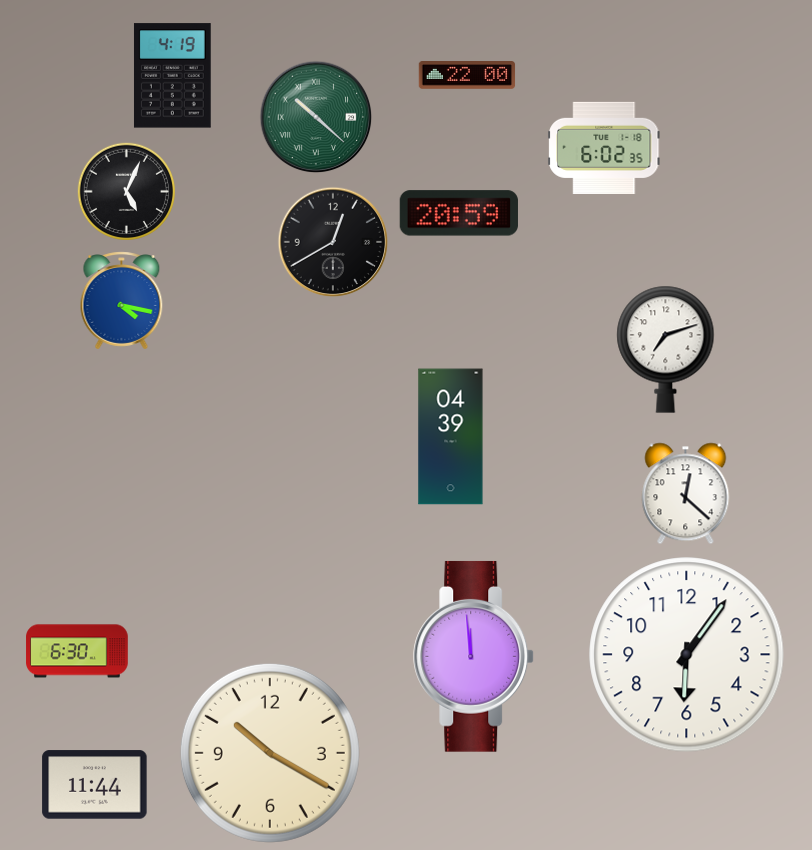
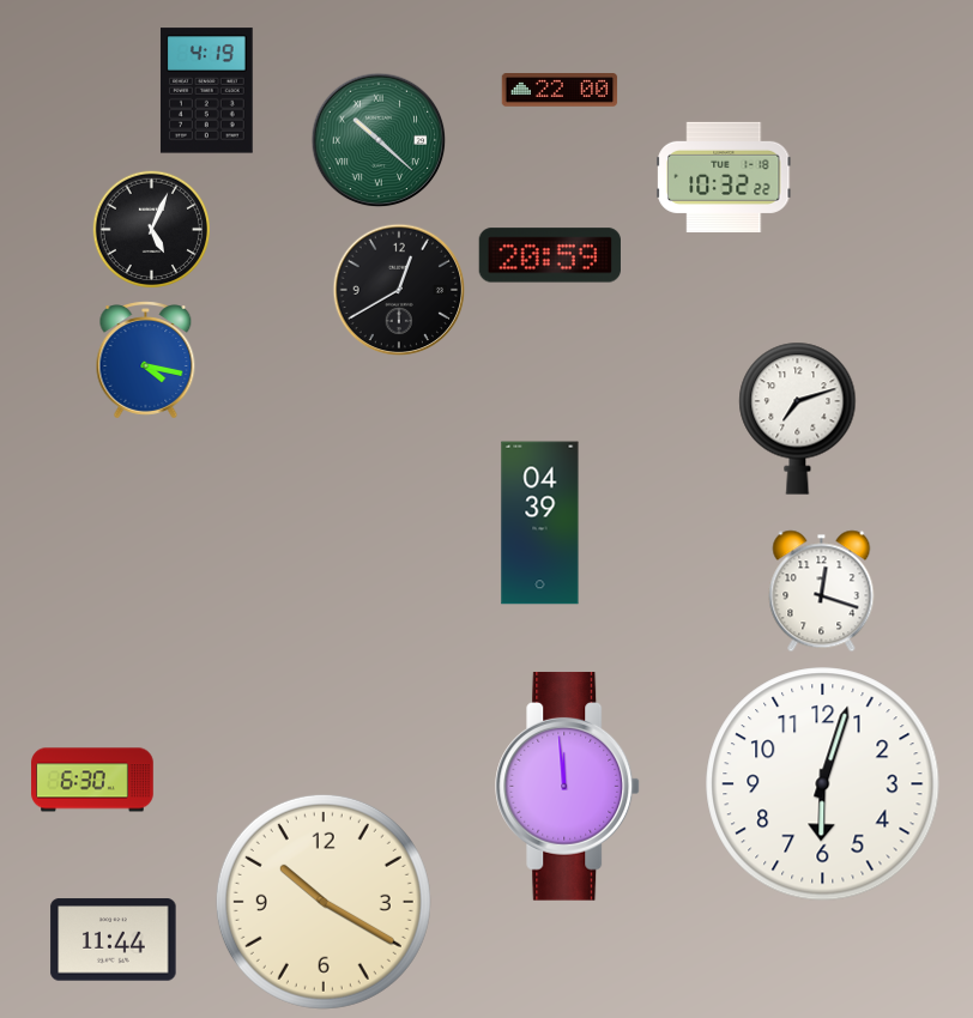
clock at (604, 148): 6:02 -> 10:32
clock at (686, 494): 12:22 -> 12:18
clock at (687, 655): 6:06 -> 6:03
